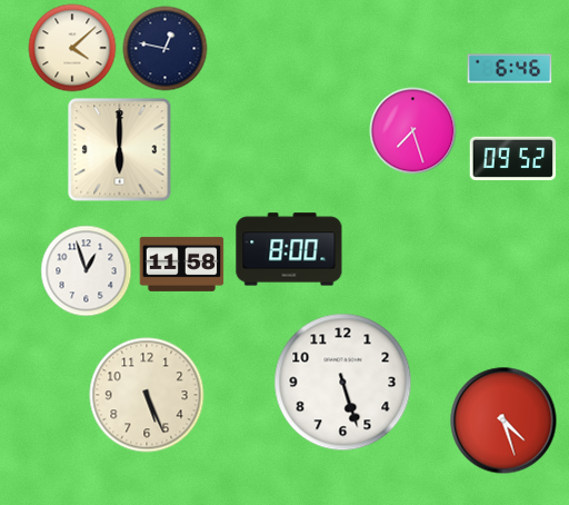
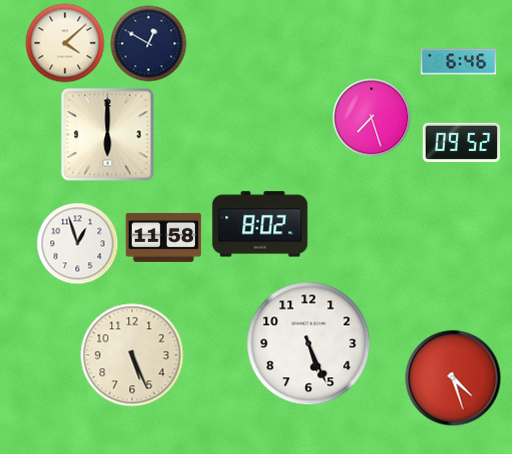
clock at (166, 49): 12:47 -> 12:50
clock at (289, 249): 8:00 -> 8:02
clock at (343, 383): 5:27 -> 5:26
